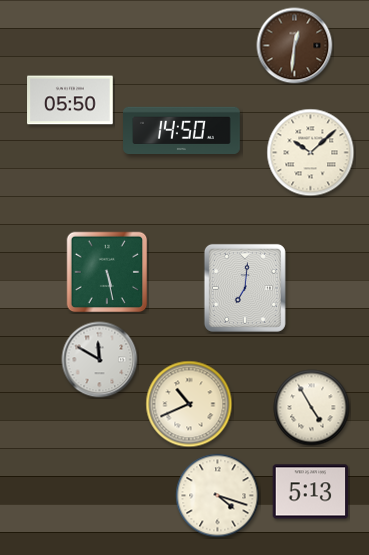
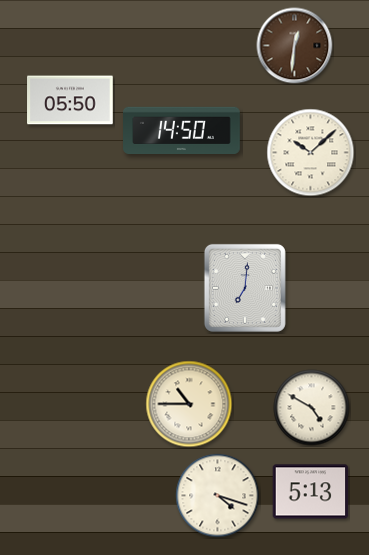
clock at (107, 272): 5:28 -> none
clock at (100, 360): 11:50 -> none
clock at (189, 404): 10:41 -> 10:45
clock at (312, 408): 4:55 -> 4:50
